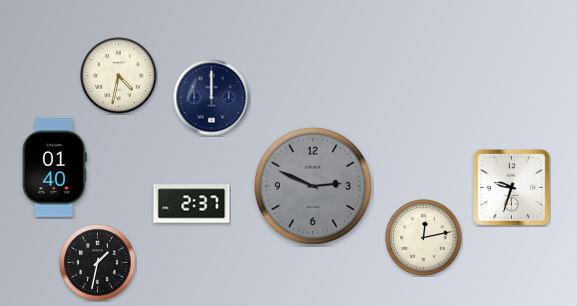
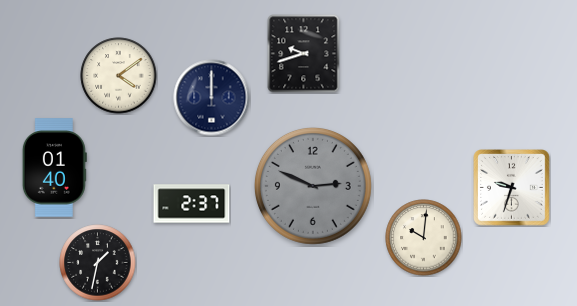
clock at (304, 54): none -> 9:42
clock at (119, 76): 4:32 -> 4:09
clock at (424, 238): 12:13 -> 10:01
